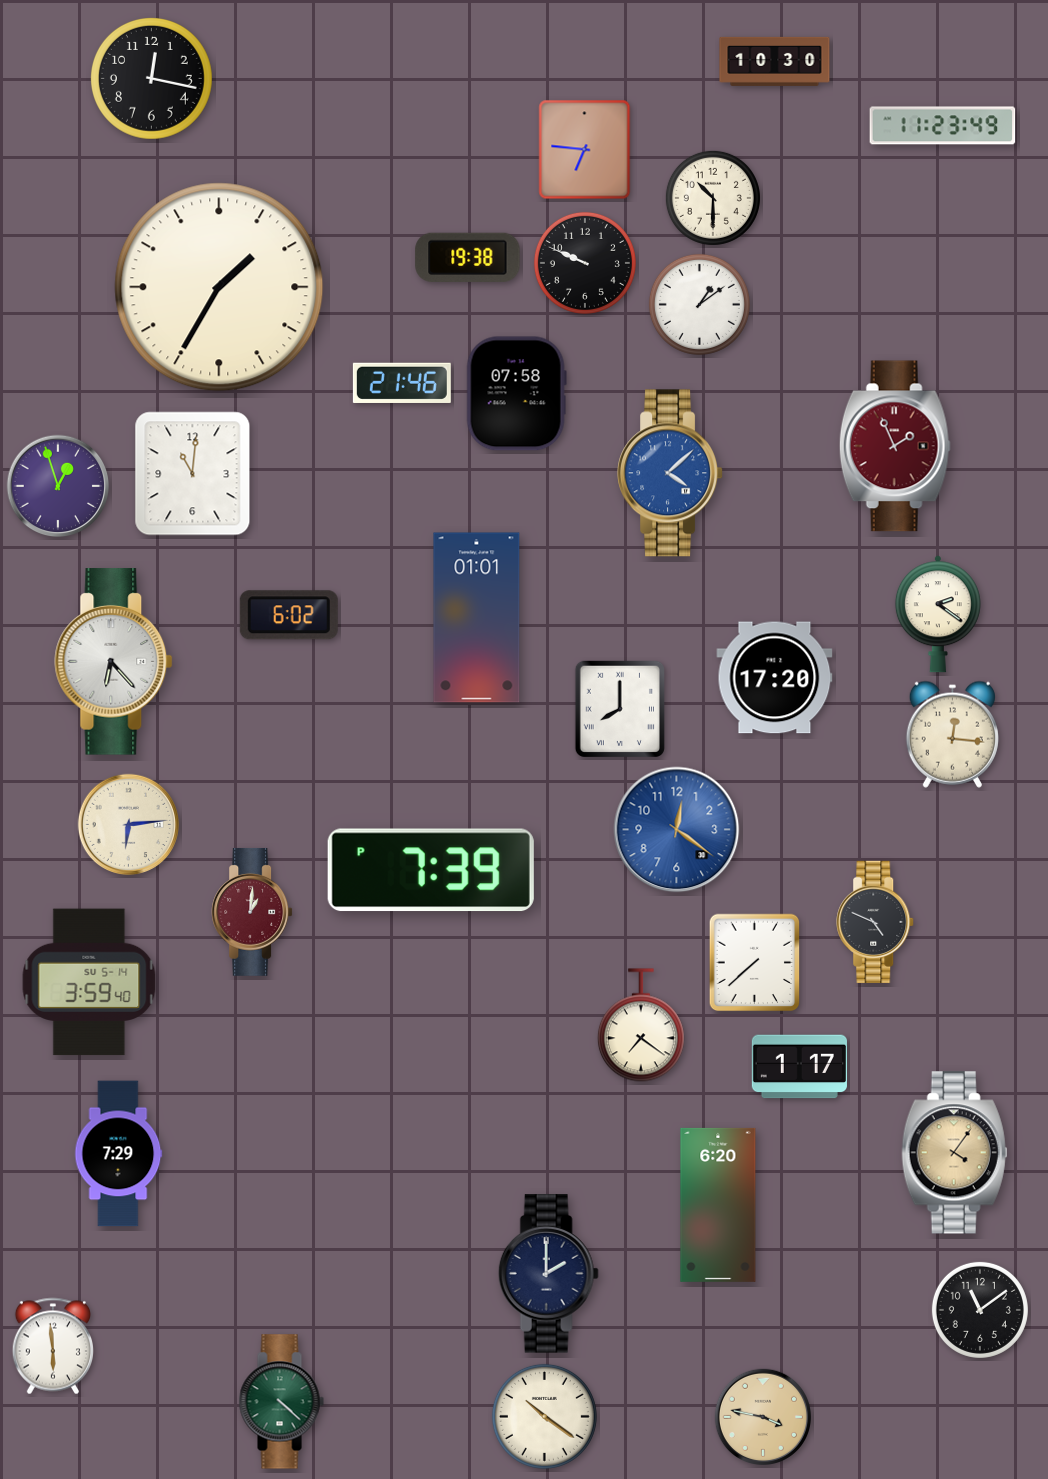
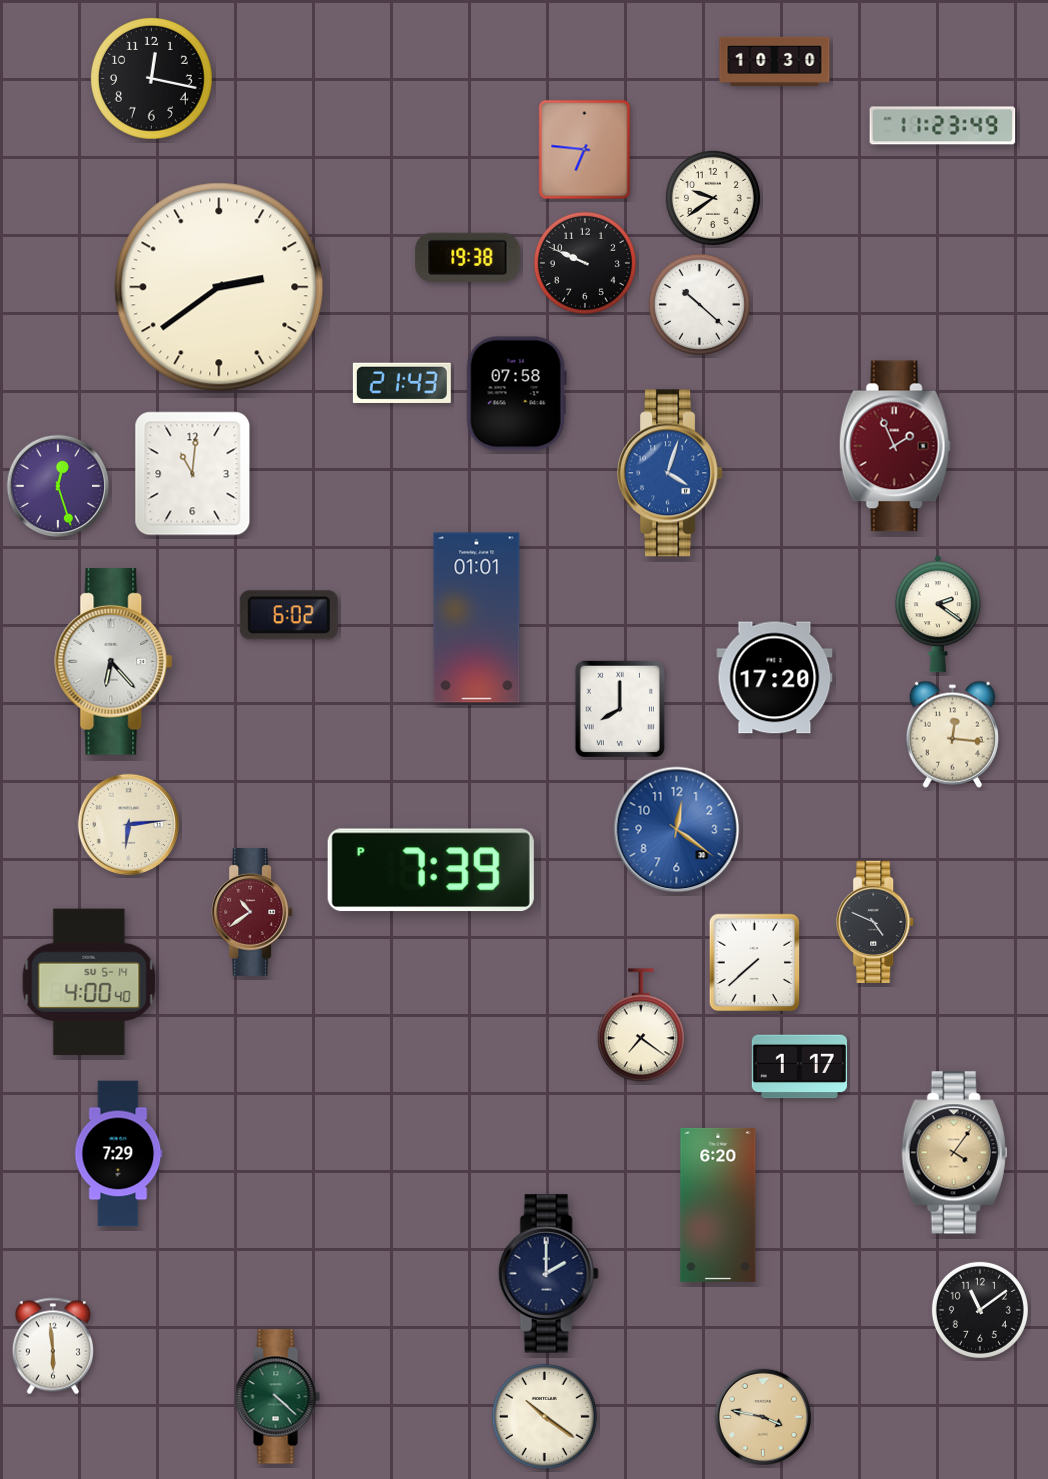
clock at (713, 198): 10:30 -> 9:39
clock at (219, 287): 1:35 -> 2:39
clock at (699, 304): 1:09 -> 10:22
clock at (402, 383): 21:46 -> 21:43
clock at (671, 473): 4:08 -> 4:03
clock at (58, 486): 12:57 -> 12:27
clock at (252, 912): 1:01 -> 10:39
clock at (89, 982): 3:59 -> 4:00
clock at (281, 1402) position: (281, 1402) -> (277, 1397)
